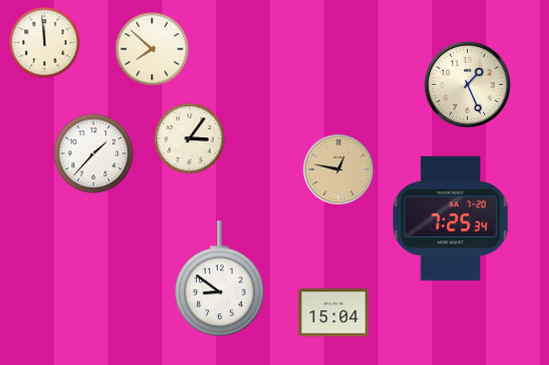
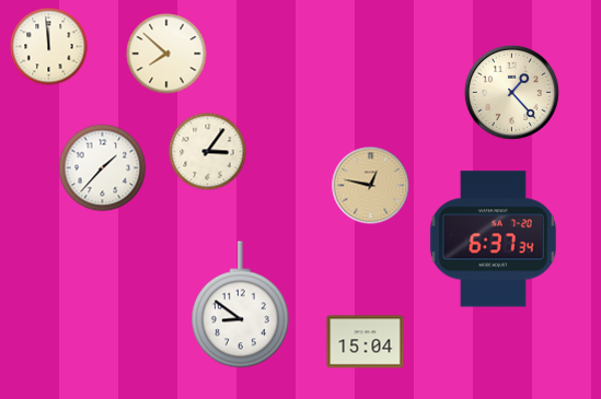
clock at (467, 84): 1:26 -> 1:23
clock at (450, 219): 7:25 -> 6:37
